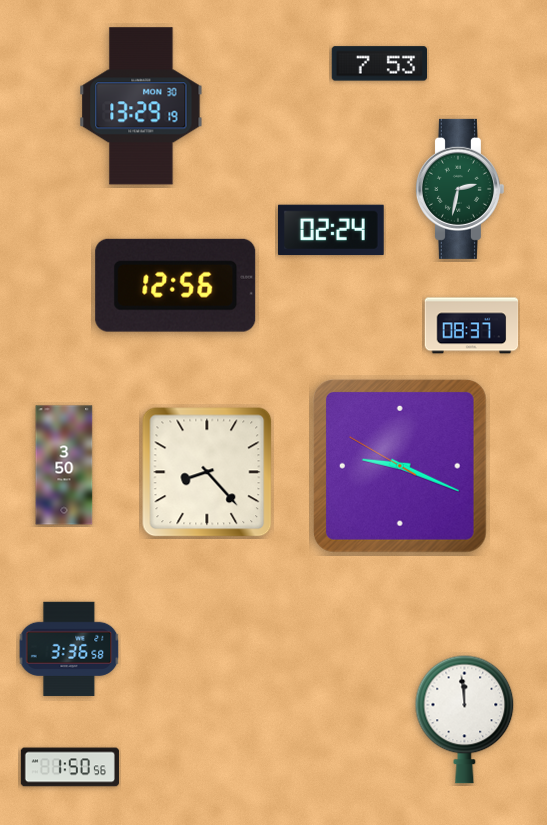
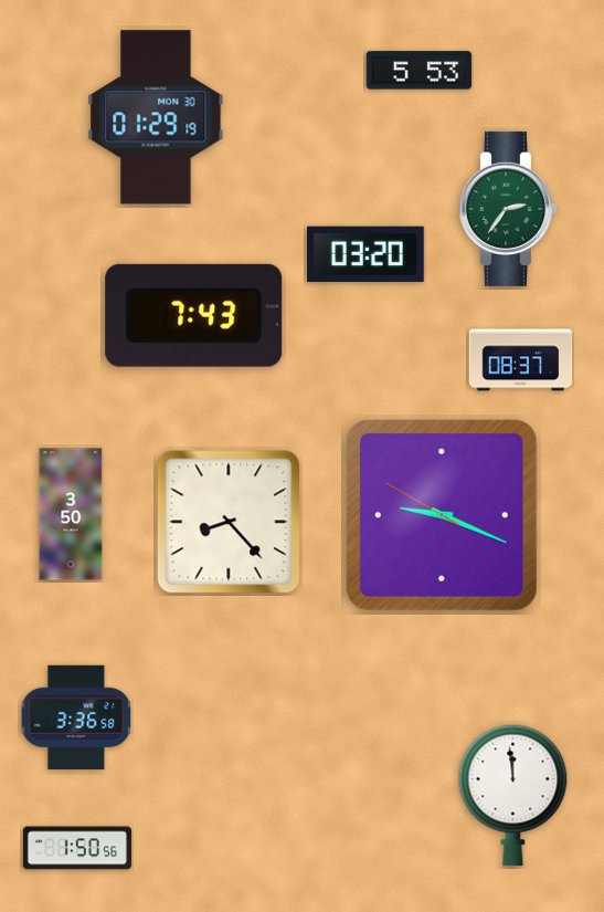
clock at (379, 64): 7:53 -> 5:53
clock at (141, 106): 13:29 -> 01:29
clock at (459, 189): 2:32 -> 2:36
clock at (332, 230): 02:24 -> 03:20
clock at (176, 285): 12:56 -> 7:43
